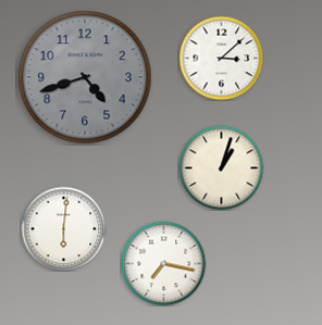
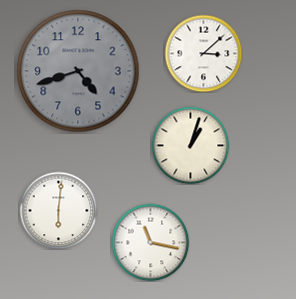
clock at (221, 167) position: (221, 167) -> (190, 145)
clock at (163, 263): 7:17 -> 11:17
